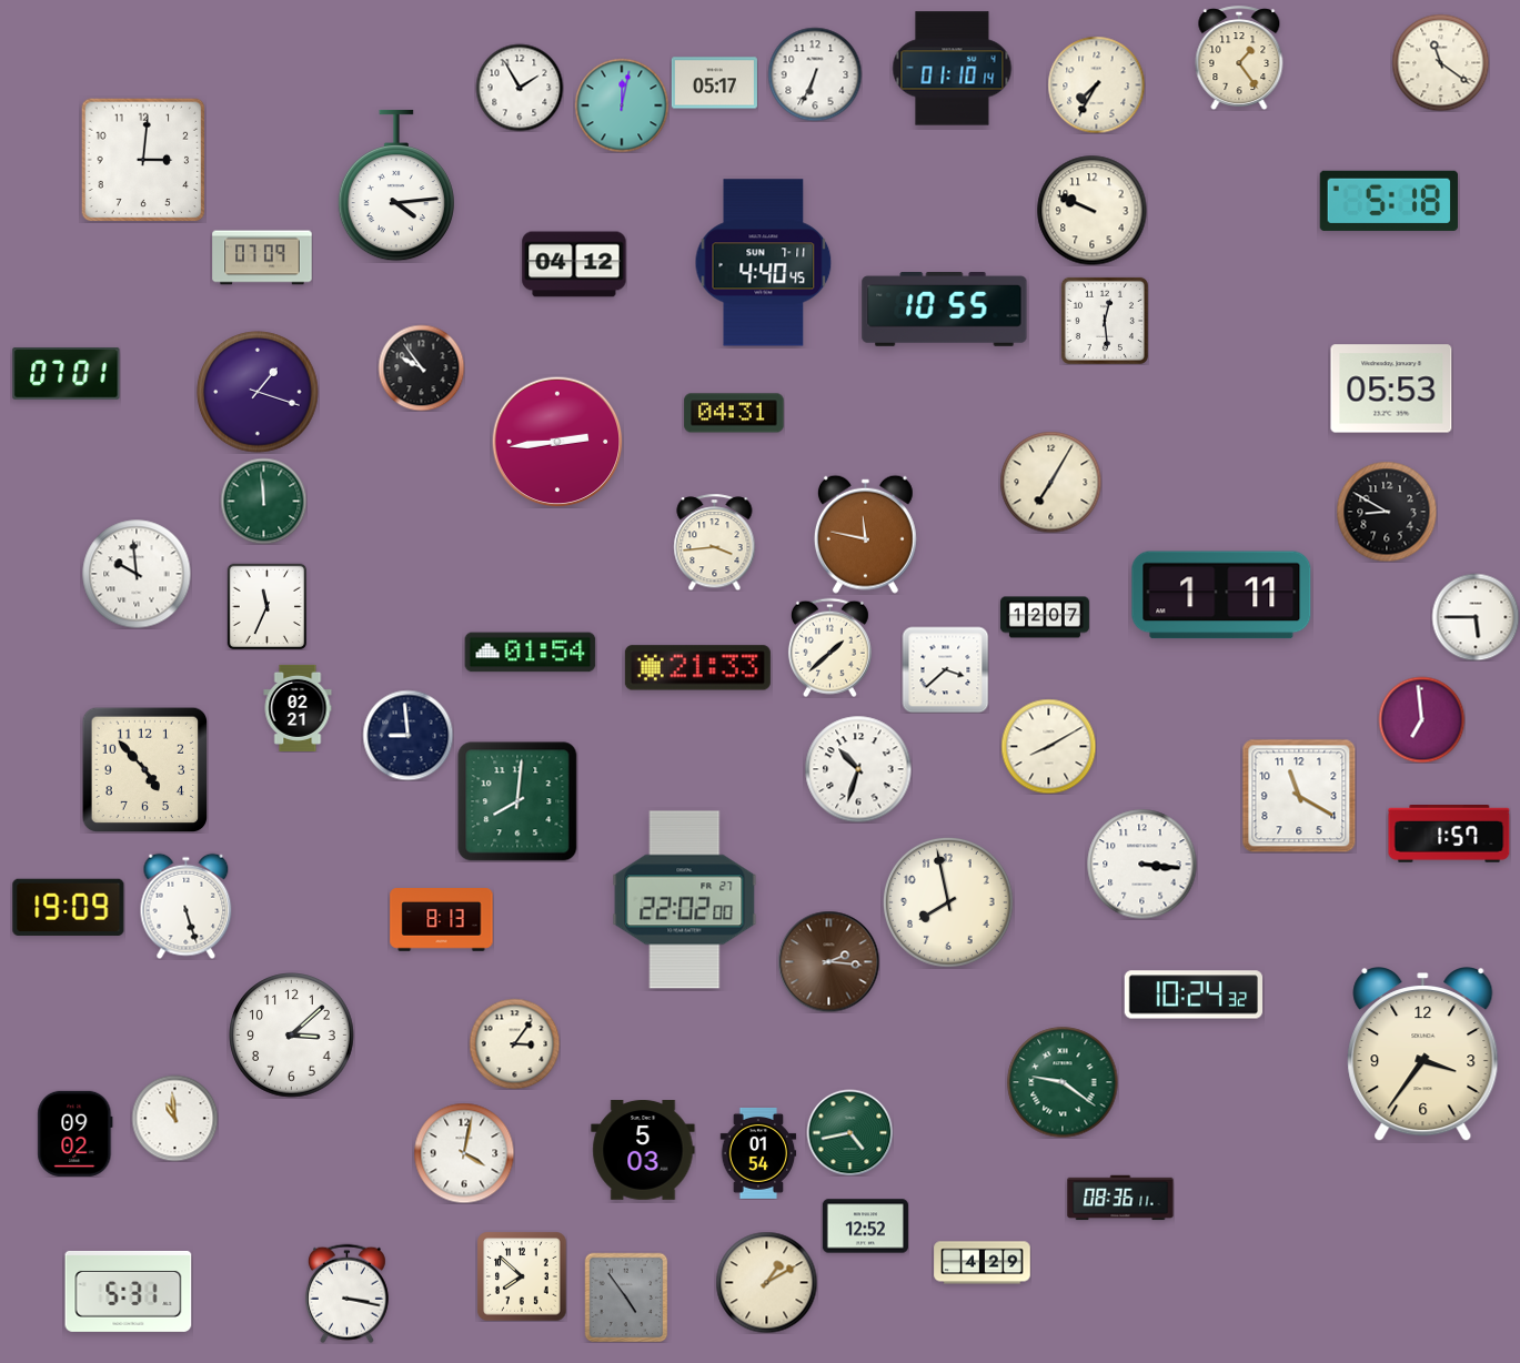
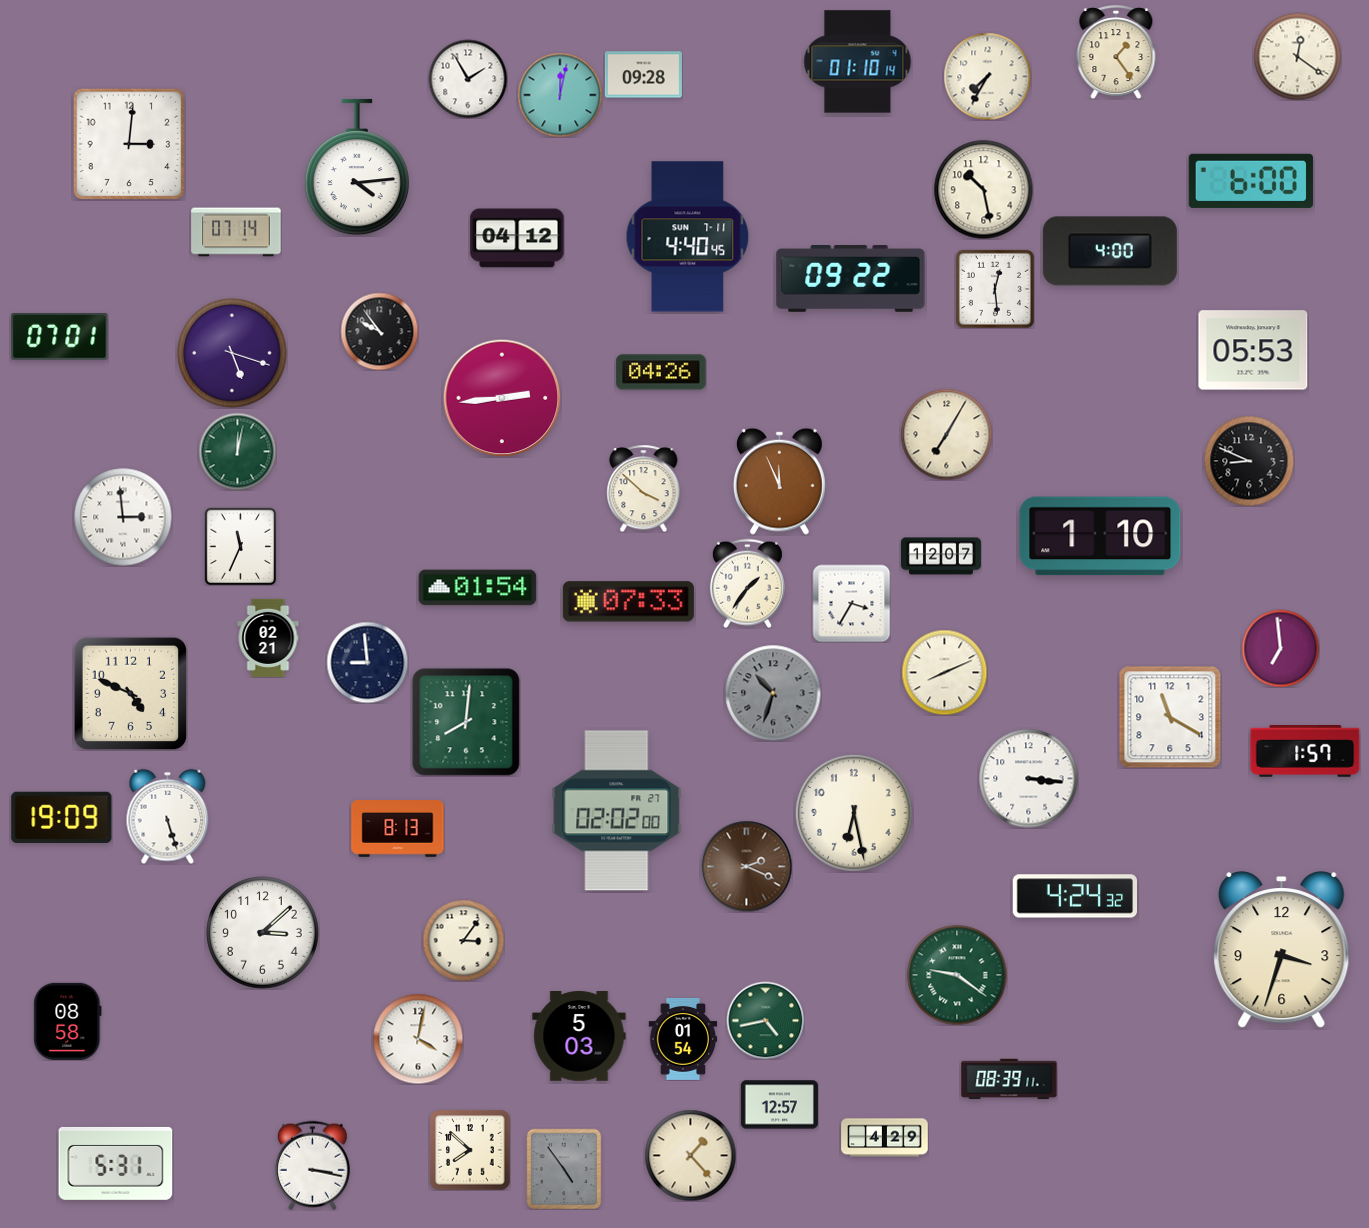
clock at (1440, 62): 11:21 -> 12:21
clock at (815, 74): 6:34 -> none
clock at (714, 83): 05:17 -> 09:28
clock at (1389, 201): 5:18 -> 6:00
clock at (1093, 211): 9:49 -> 10:28
clock at (262, 258): 07:09 -> 07:14
clock at (1110, 251): none -> 4:00
clock at (945, 310): 10:55 -> 09:22
clock at (258, 392): 1:18 -> 5:18
clock at (734, 413): 04:31 -> 04:26
clock at (263, 501): 11:59 -> 12:02
clock at (1387, 512): 8:50 -> 8:49
clock at (865, 534): 11:47 -> 11:56
clock at (715, 542): 3:44 -> 3:52
clock at (137, 574): 9:59 -> 2:59
clock at (1221, 595): 1:11 -> 1:10
clock at (1476, 617): 5:45 -> none
clock at (829, 647): 1:38 -> 1:36
clock at (697, 668): 21:33 -> 07:33
clock at (945, 669): 3:38 -> 3:35
clock at (1048, 746): 8:10 -> 8:11
clock at (144, 769): 4:53 -> 4:49
clock at (858, 769) dial: white -> grey
clock at (685, 900): 22:02 -> 02:02
clock at (948, 902): 7:58 -> 6:28
clock at (828, 961): 2:16 -> 2:19
clock at (1194, 995): 10:24 -> 4:24
clock at (1423, 1056): 3:36 -> 3:33
clock at (174, 1118): 10:59 -> none
clock at (76, 1133): 09:02 -> 08:58
clock at (1120, 1198): 08:36 -> 08:39
clock at (865, 1226): 12:52 -> 12:57
clock at (766, 1282): 1:10 -> 1:23
